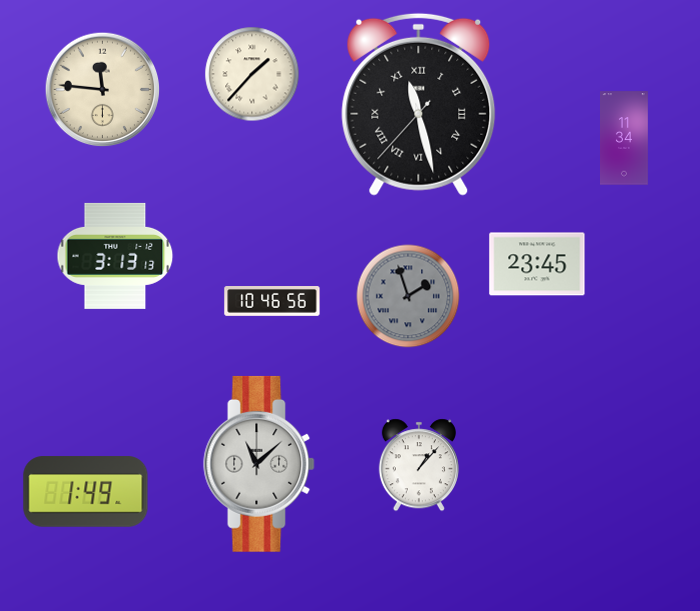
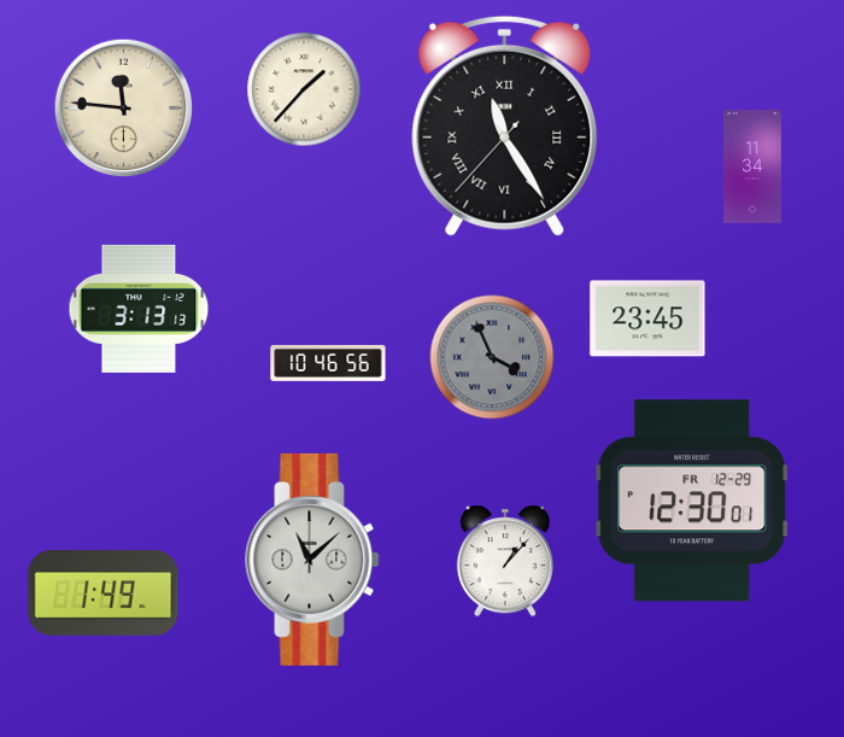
clock at (419, 104): 11:27 -> 11:24
clock at (408, 296): 1:57 -> 3:56
clock at (692, 501): none -> 12:30
